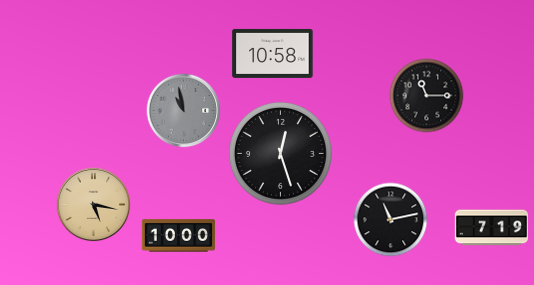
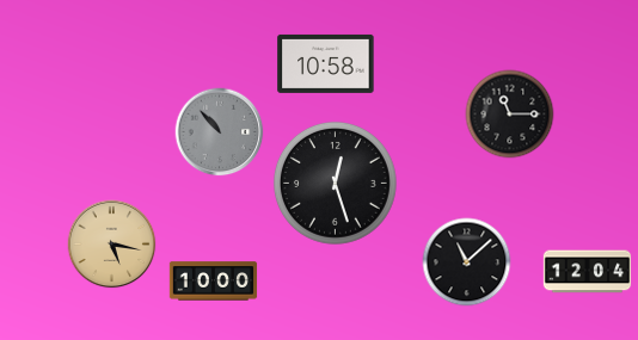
clock at (184, 111): 10:58 -> 10:53
clock at (391, 220): 11:13 -> 11:08
clock at (492, 228): 7:19 -> 12:04
